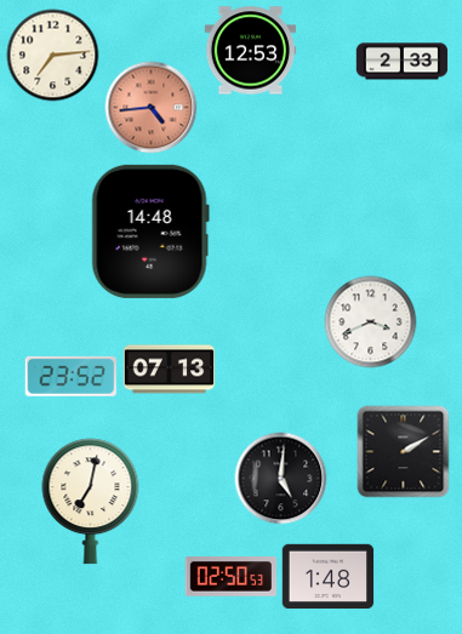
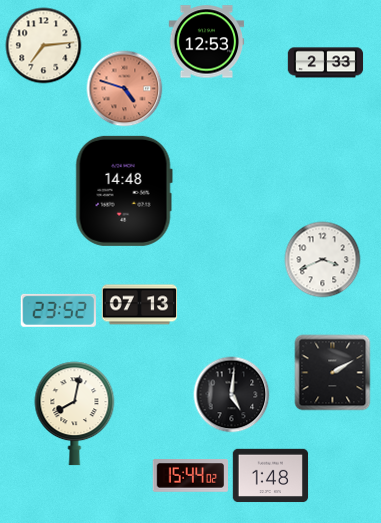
clock at (403, 62) position: (403, 62) -> (326, 63)
clock at (152, 108): 4:44 -> 4:48
clock at (371, 322) position: (371, 322) -> (323, 260)
clock at (91, 502): 7:02 -> 8:02
clock at (230, 577): 02:50 -> 15:44
